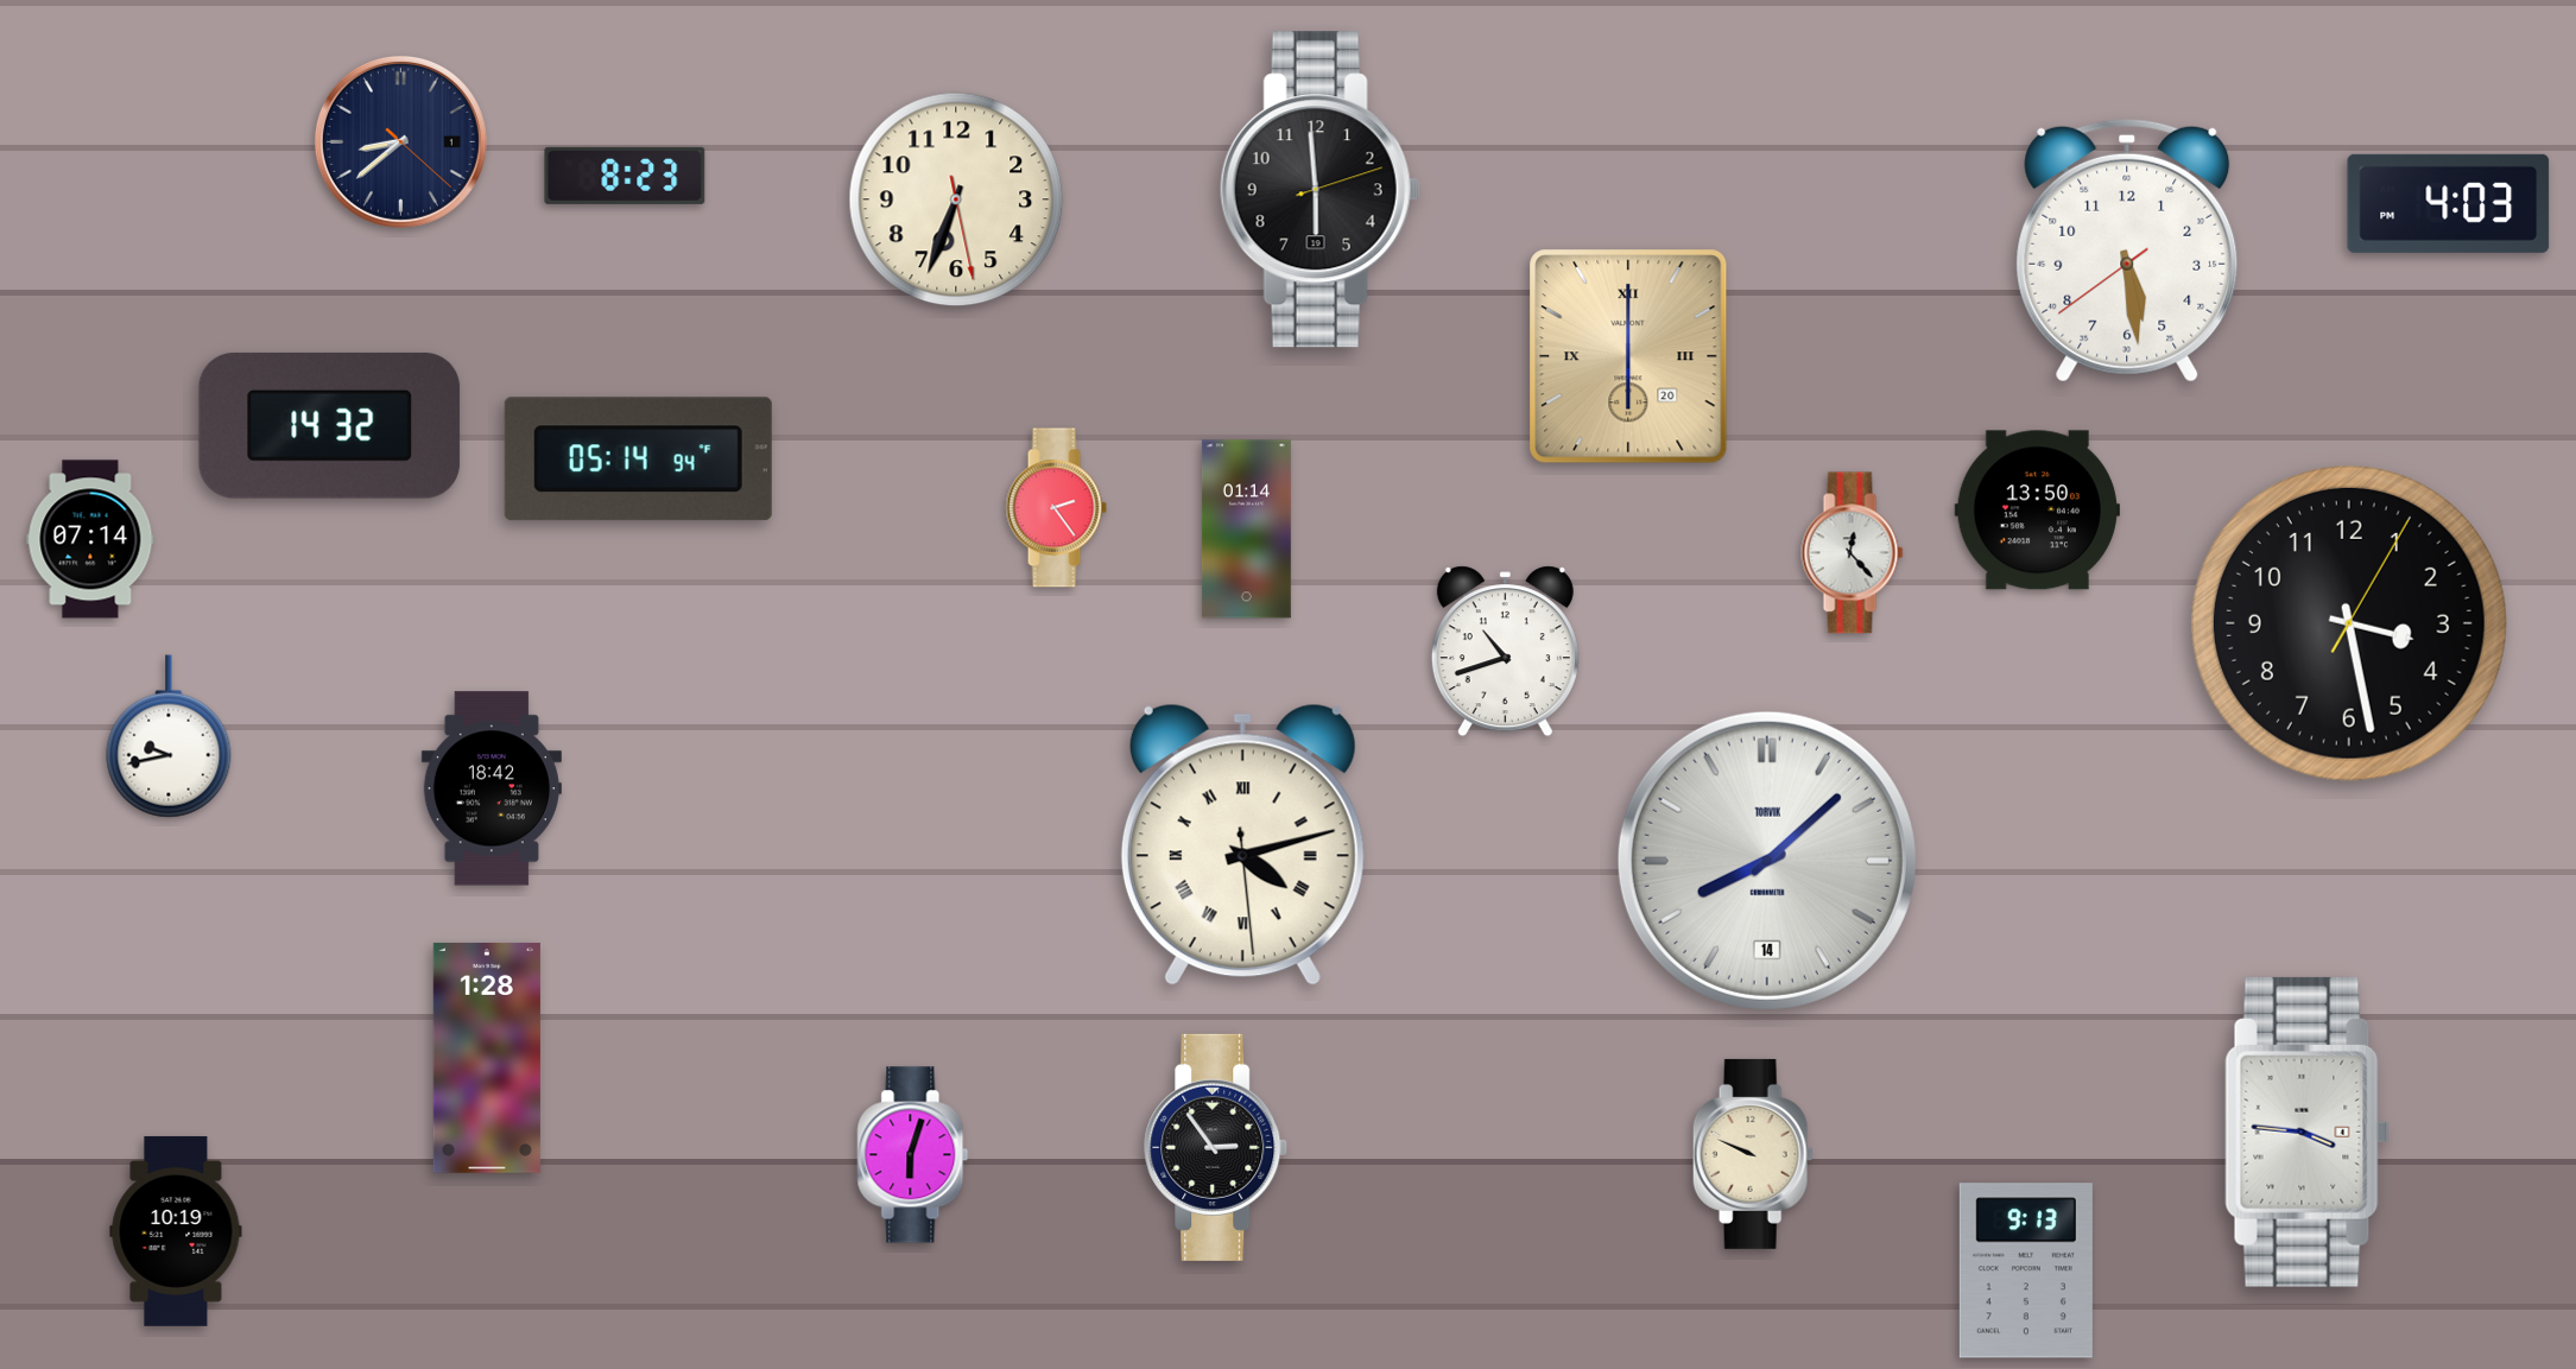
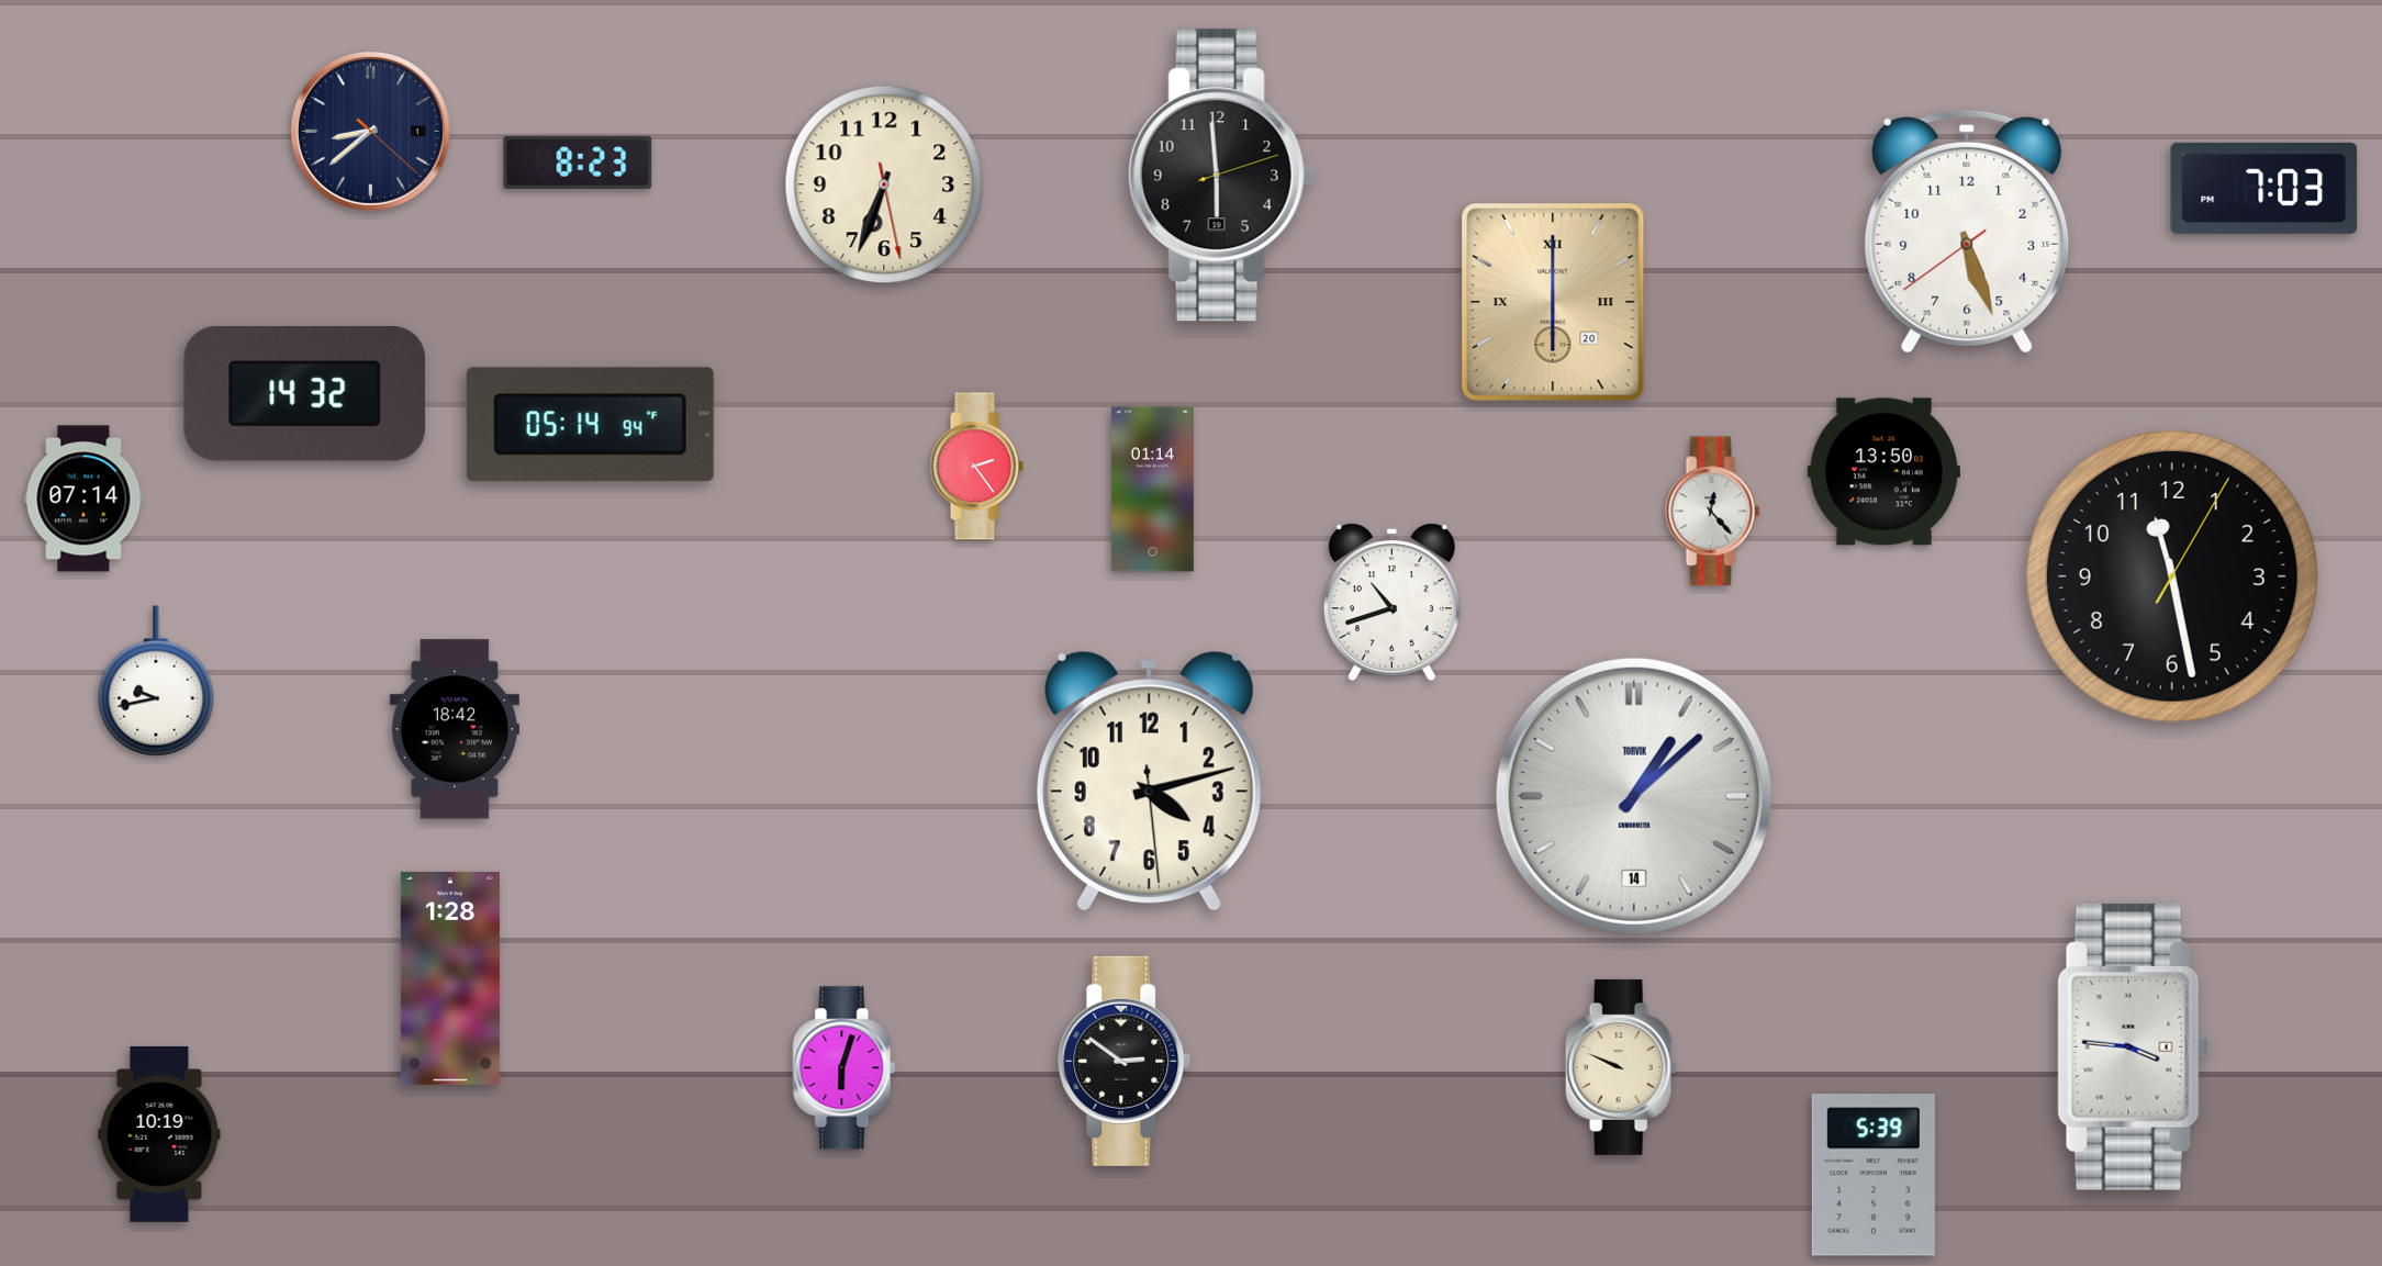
clock at (2449, 203): 4:03 -> 7:03
clock at (2127, 251): 5:28 -> 5:26
clock at (1628, 356) position: (1628, 356) -> (1553, 302)
clock at (1056, 508) position: (1056, 508) -> (976, 467)
clock at (2349, 623): 3:28 -> 11:28
clock at (1242, 844) numerals: Roman -> Arabic
clock at (1767, 861): 8:08 -> 1:08
clock at (1216, 1147): 2:54 -> 2:51
clock at (176, 1231) position: (176, 1231) -> (159, 1134)
clock at (2026, 1270): 9:13 -> 5:39
